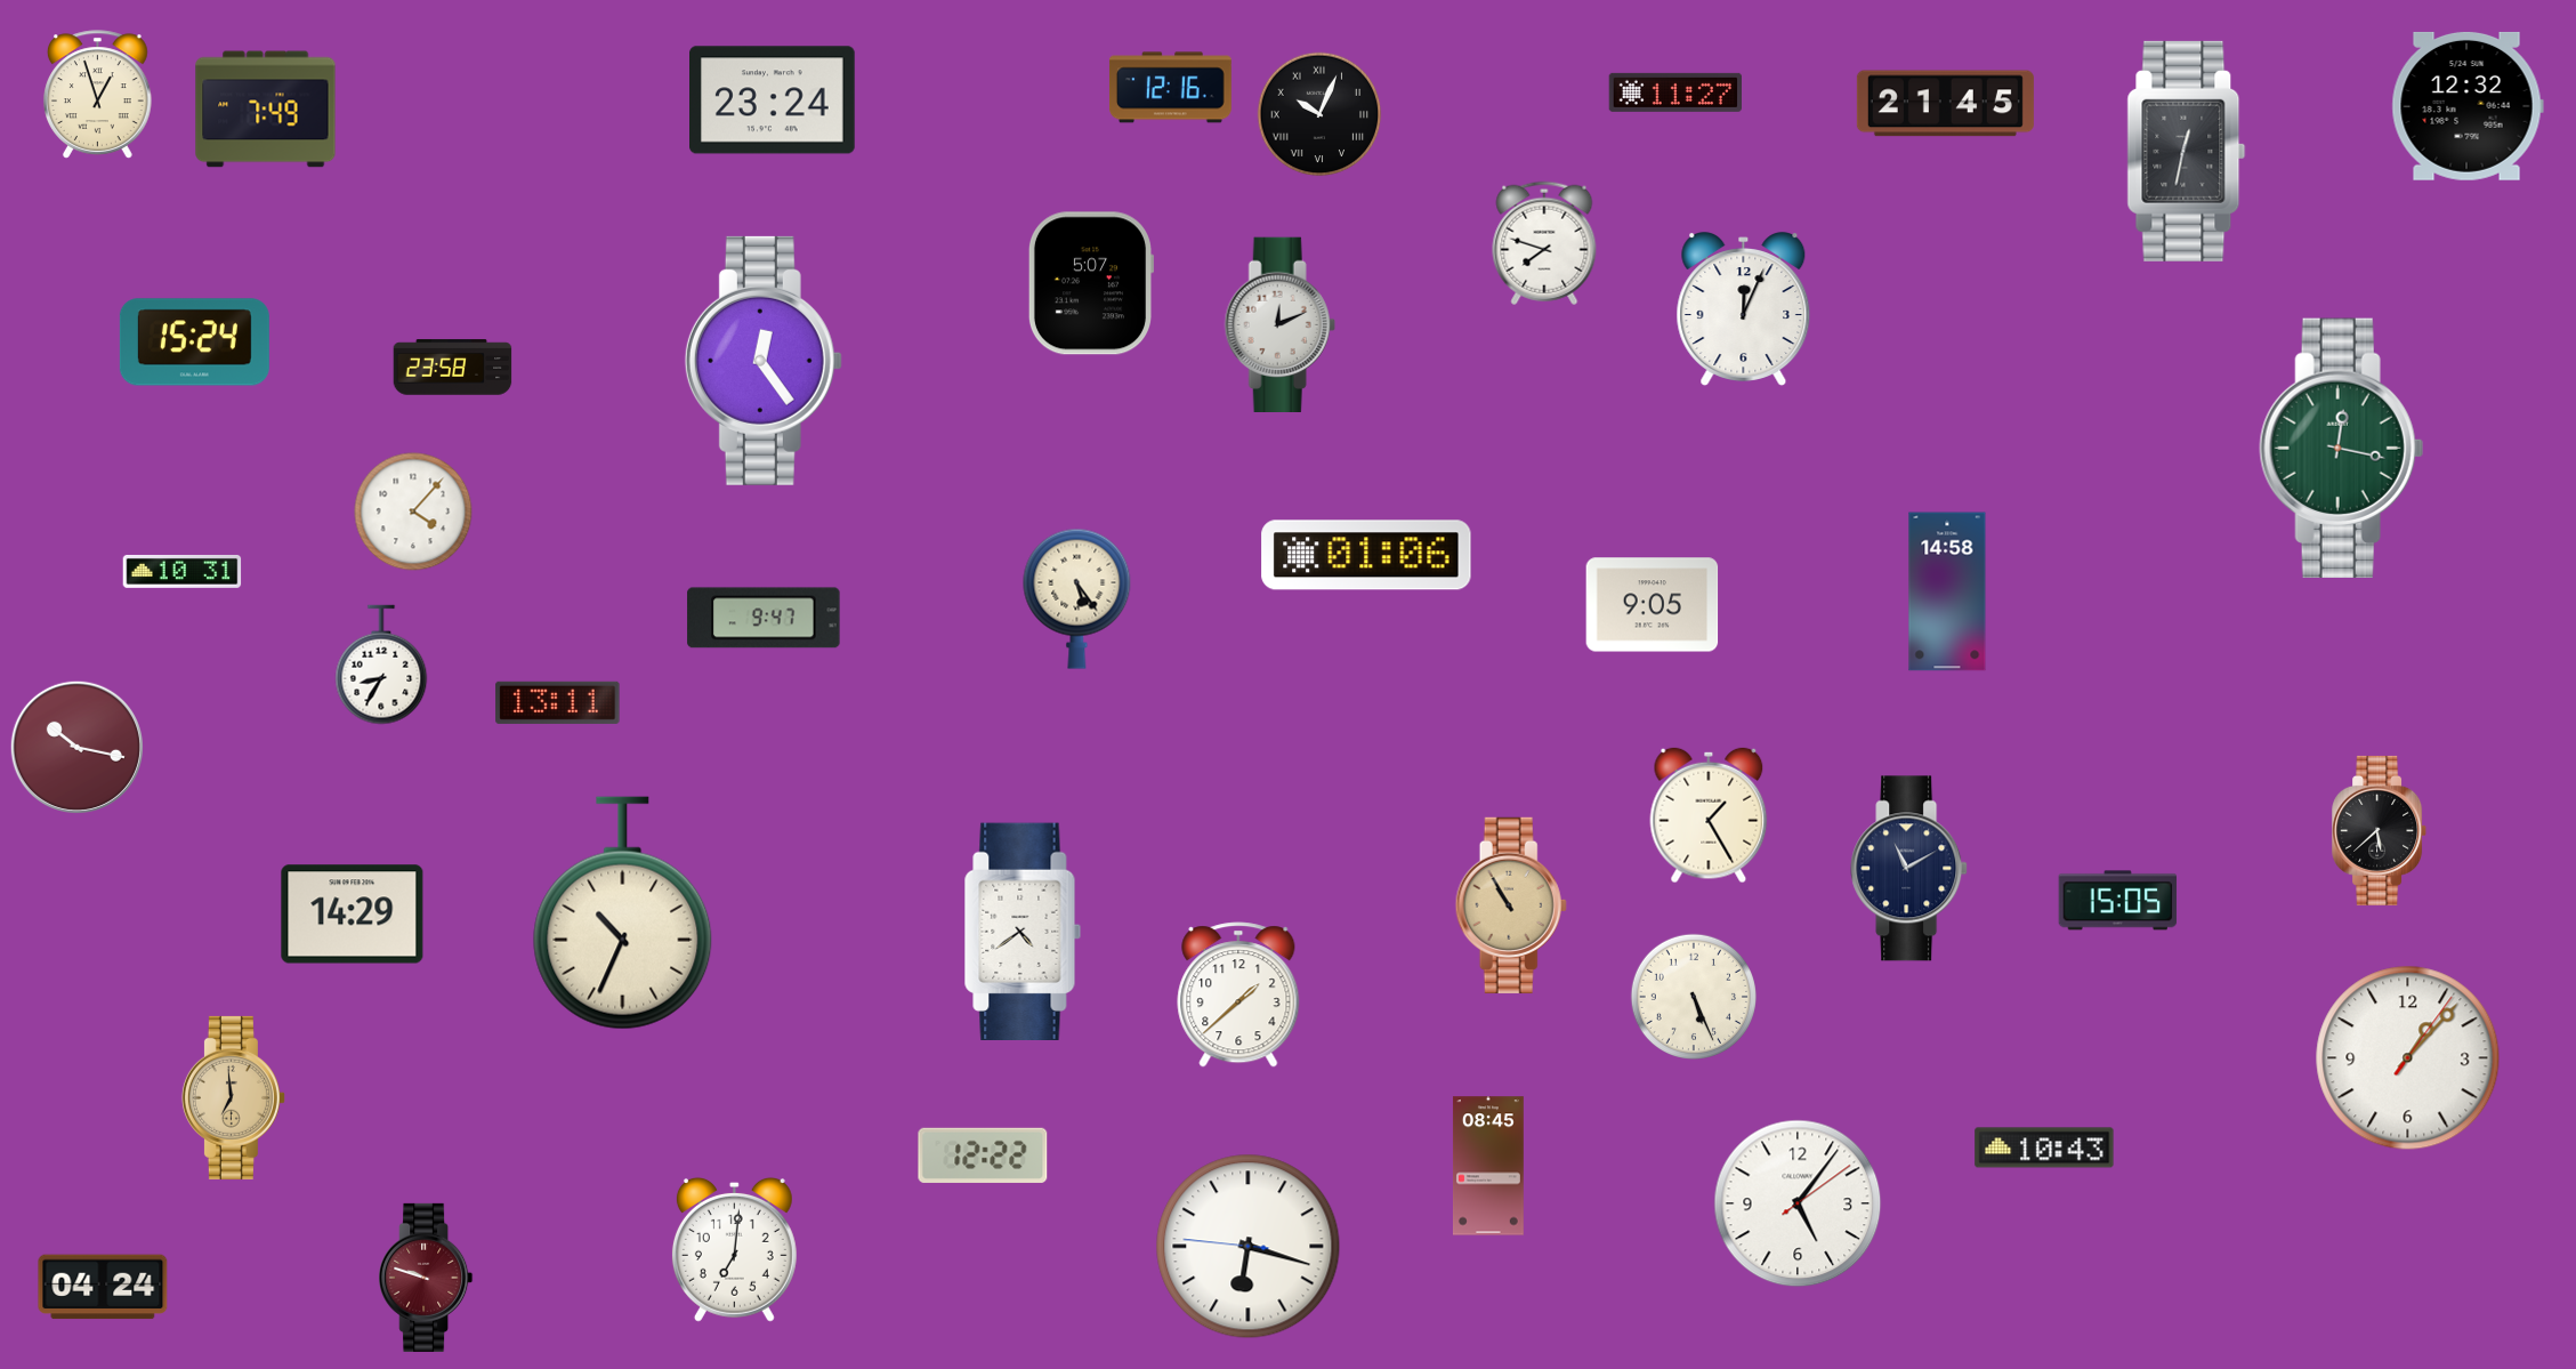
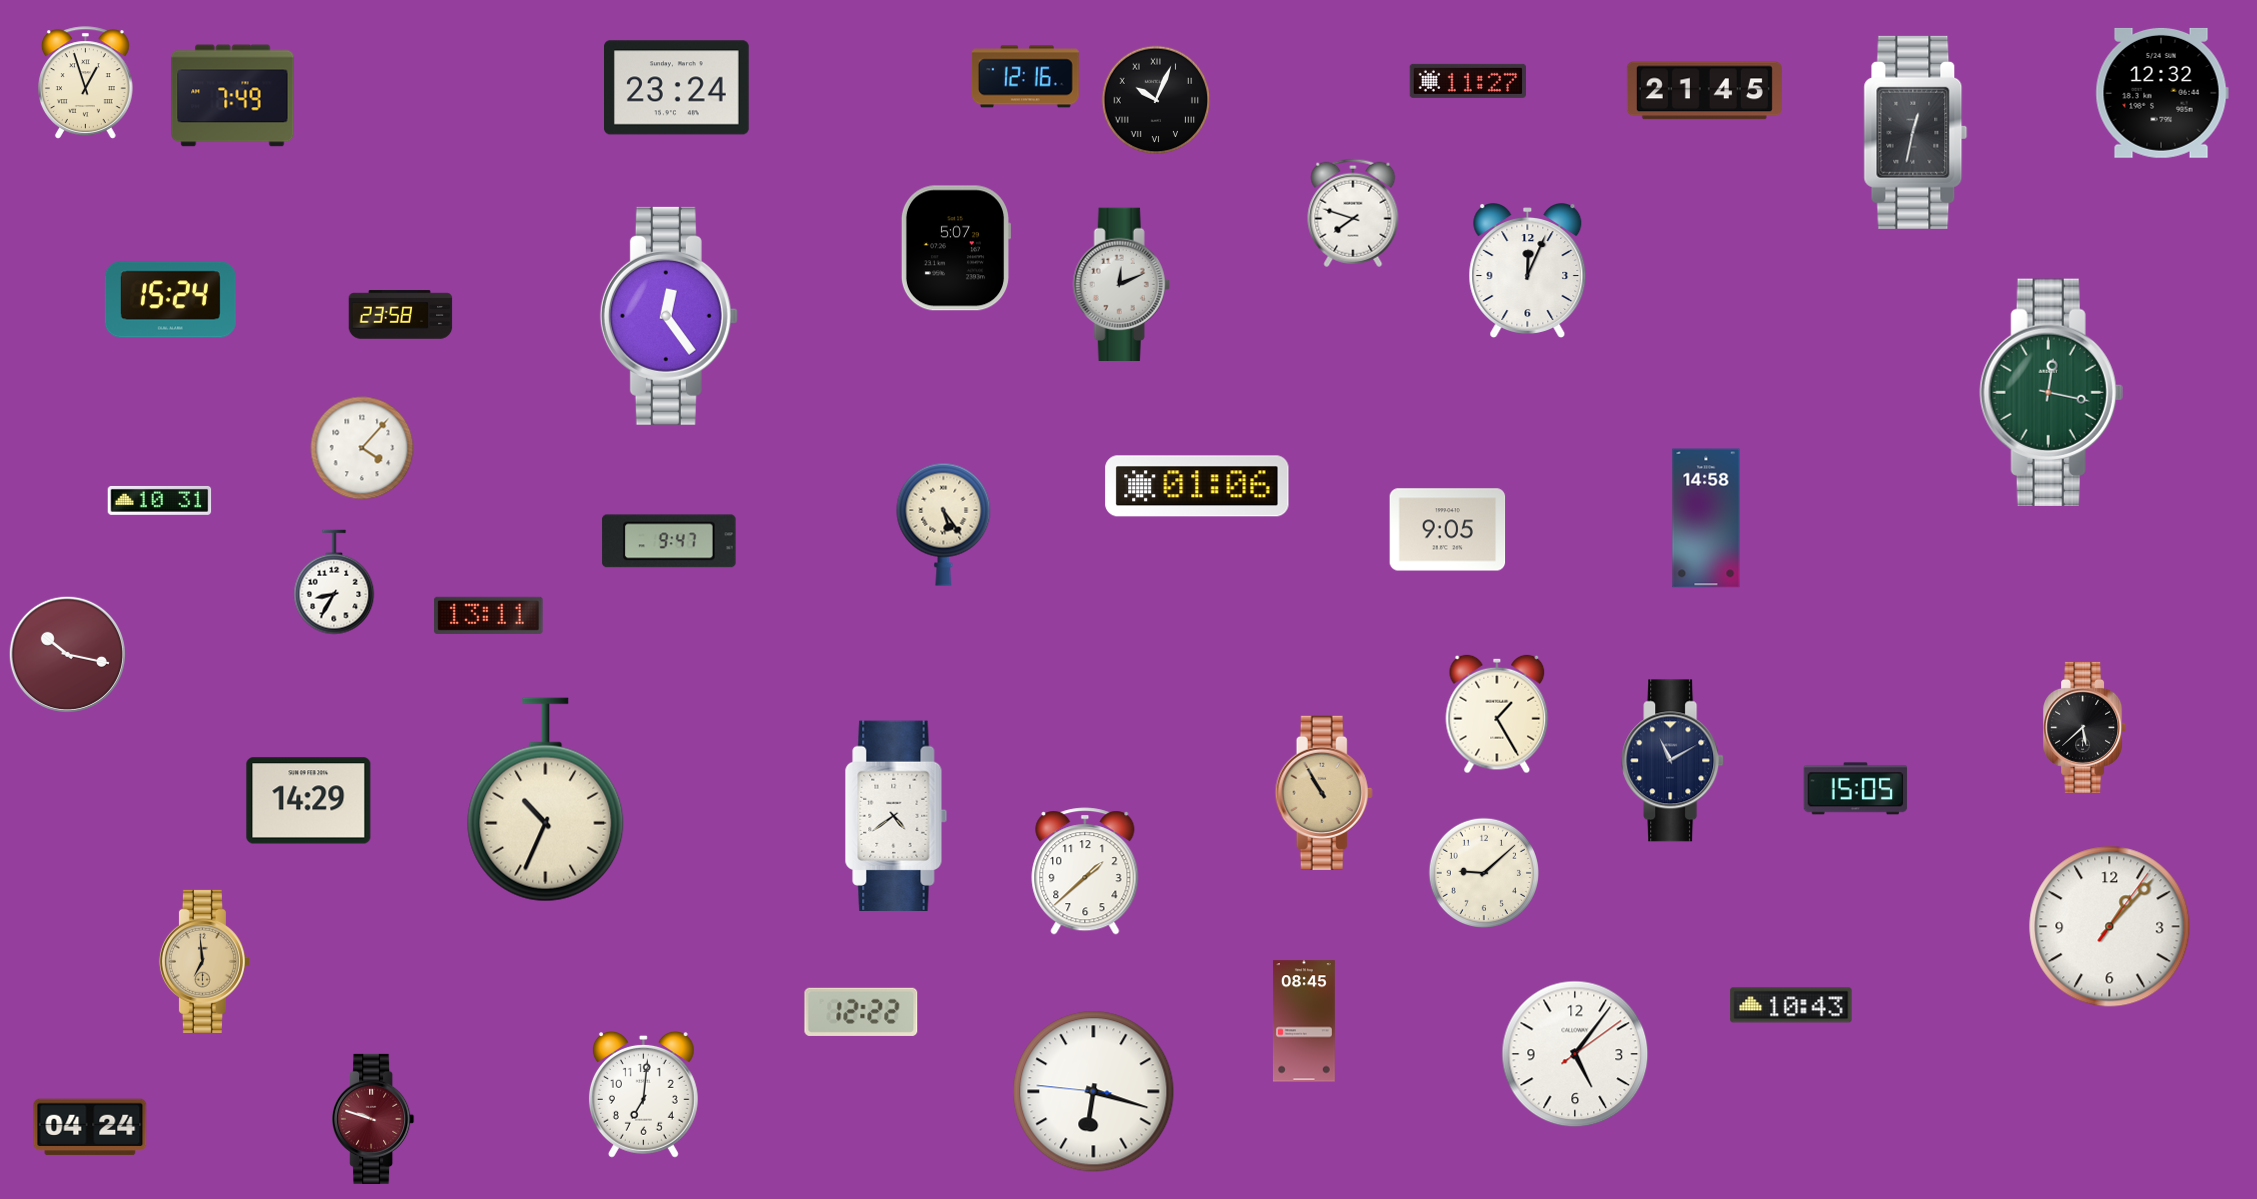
clock at (453, 368) position: (453, 368) -> (401, 315)
clock at (1694, 997): 5:26 -> 9:08
